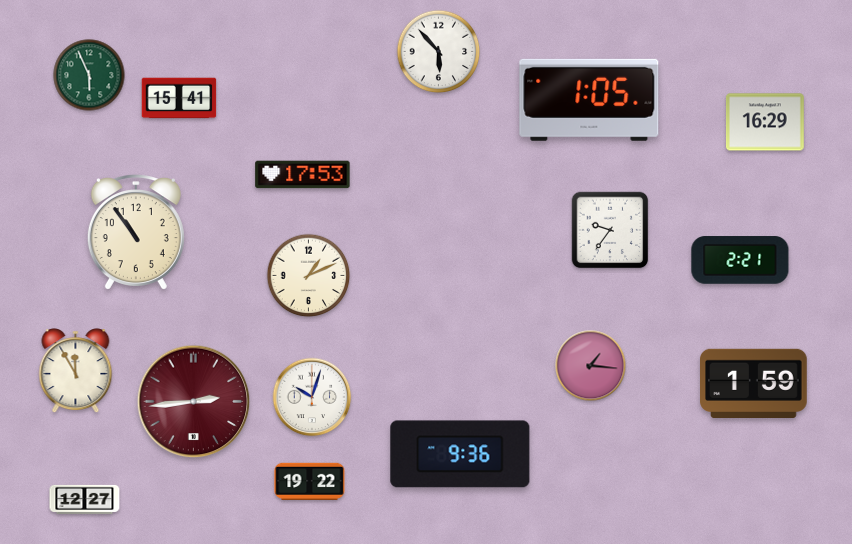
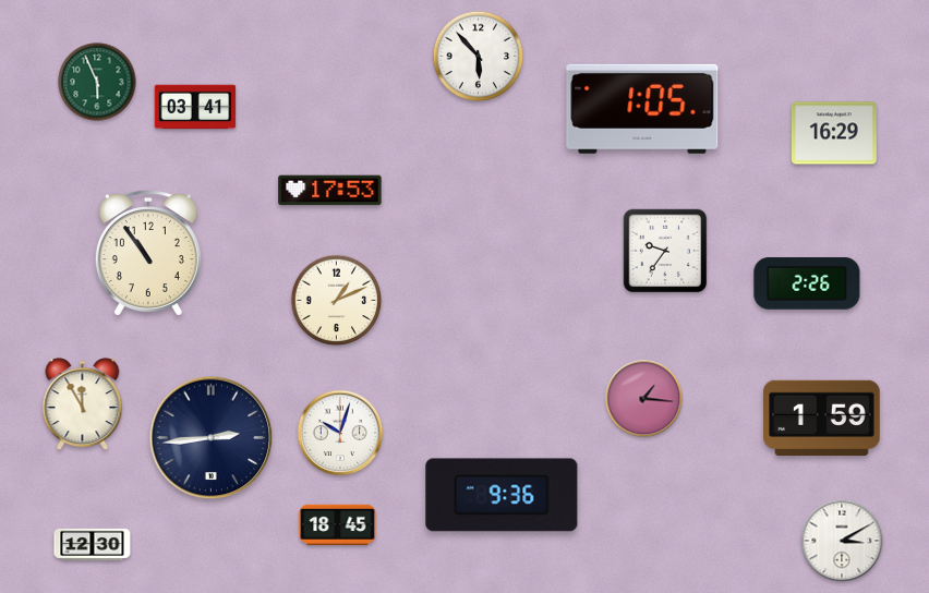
clock at (179, 98): 15:41 -> 03:41
clock at (740, 260): 2:21 -> 2:26
clock at (194, 402) dial: burgundy -> navy
clock at (310, 481): 19:22 -> 18:45
clock at (842, 541): none -> 3:10
clock at (85, 499): 12:27 -> 12:30
